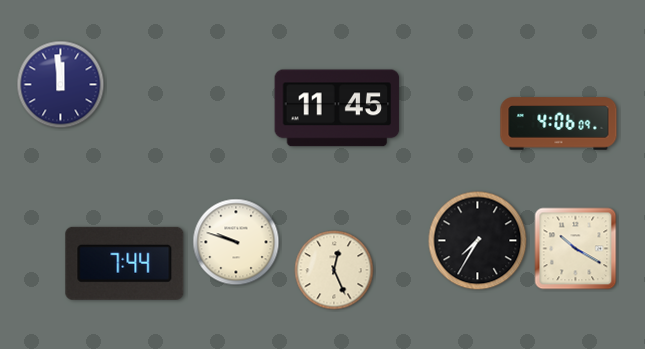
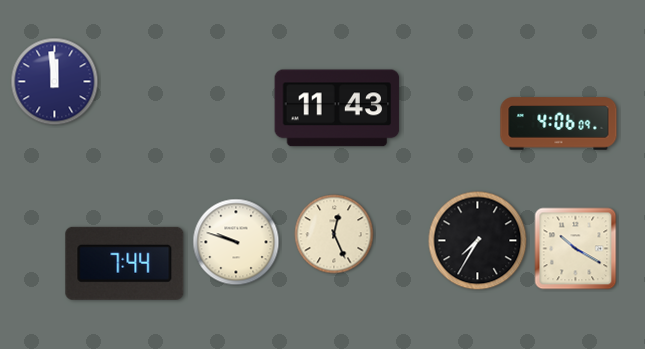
clock at (61, 85) position: (61, 85) -> (55, 82)
clock at (337, 108): 11:45 -> 11:43
clock at (334, 270) position: (334, 270) -> (334, 234)
